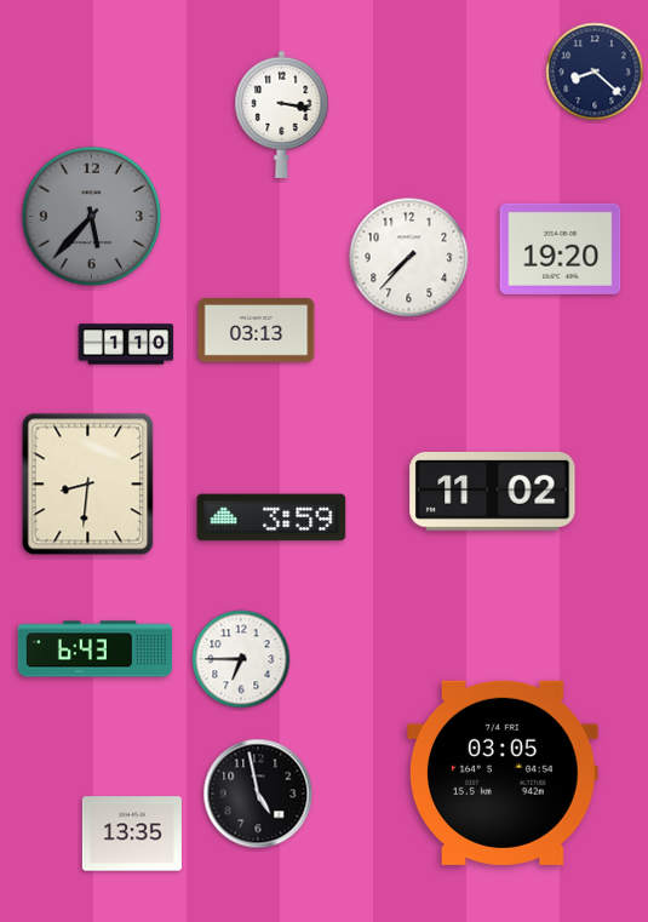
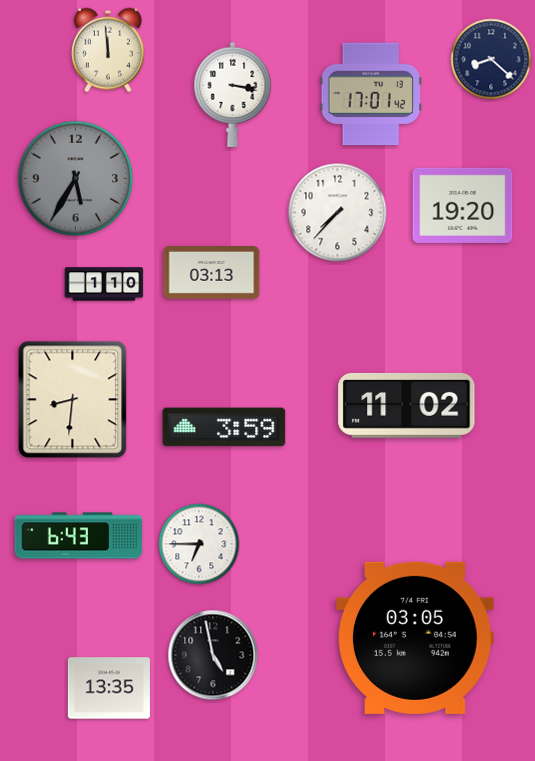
clock at (108, 50): none -> 11:59
clock at (371, 94): none -> 17:01
clock at (92, 217): 5:37 -> 5:35
